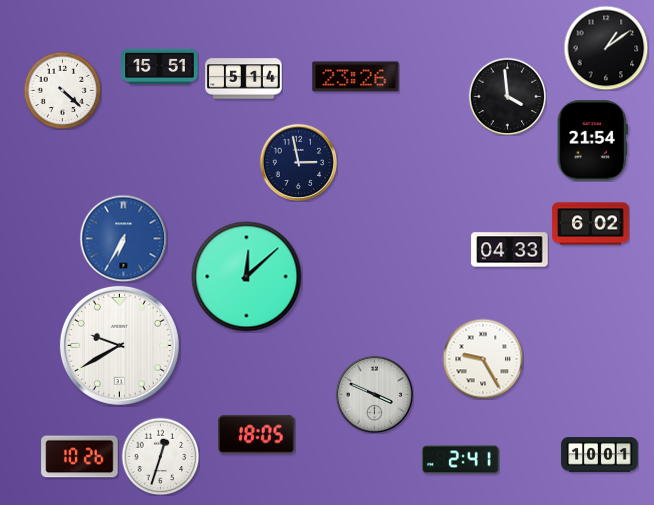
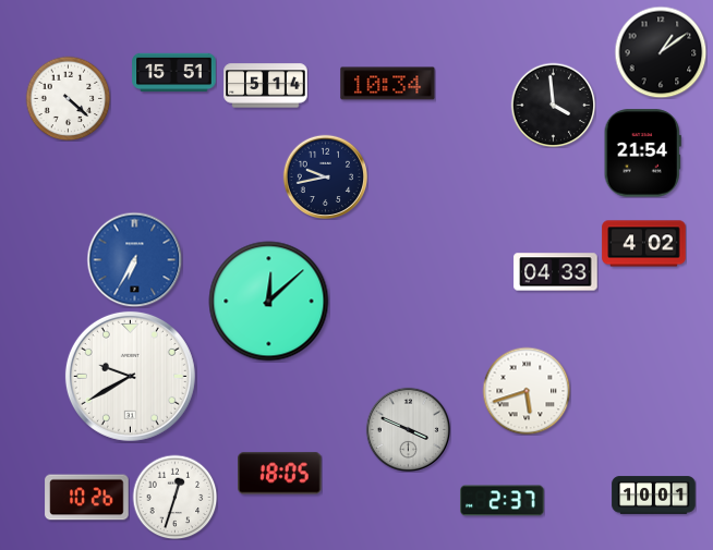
clock at (356, 77): 23:26 -> 10:34
clock at (592, 141) position: (592, 141) -> (642, 154)
clock at (298, 162): 2:58 -> 9:43
clock at (591, 224): 6:02 -> 4:02
clock at (483, 359): 9:25 -> 5:42
clock at (461, 460): 2:41 -> 2:37
